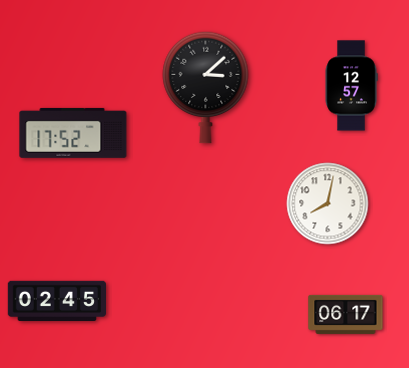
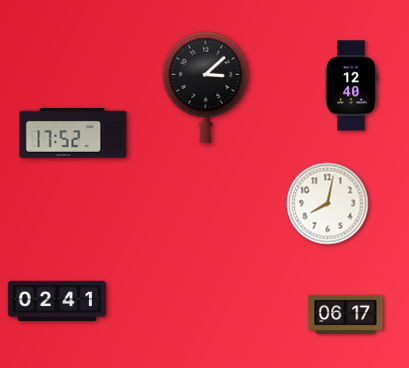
clock at (351, 86): 12:57 -> 12:40
clock at (56, 300): 02:45 -> 02:41
